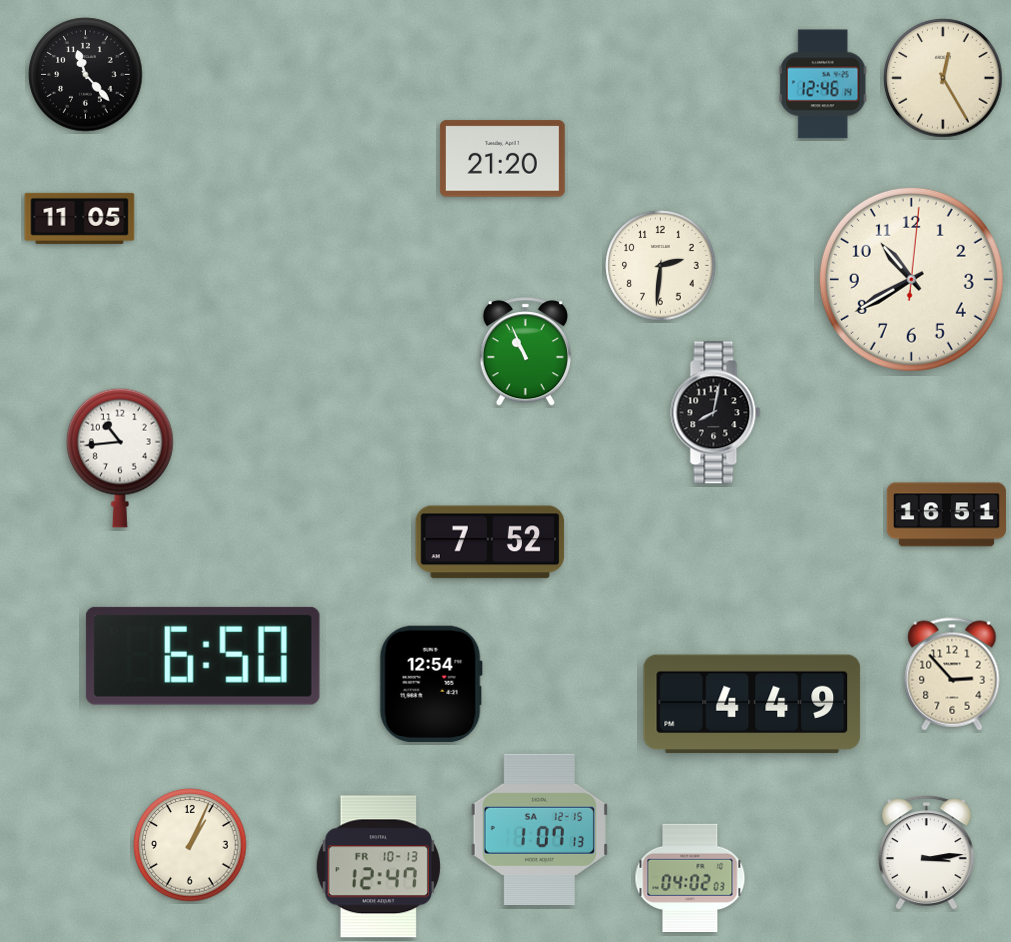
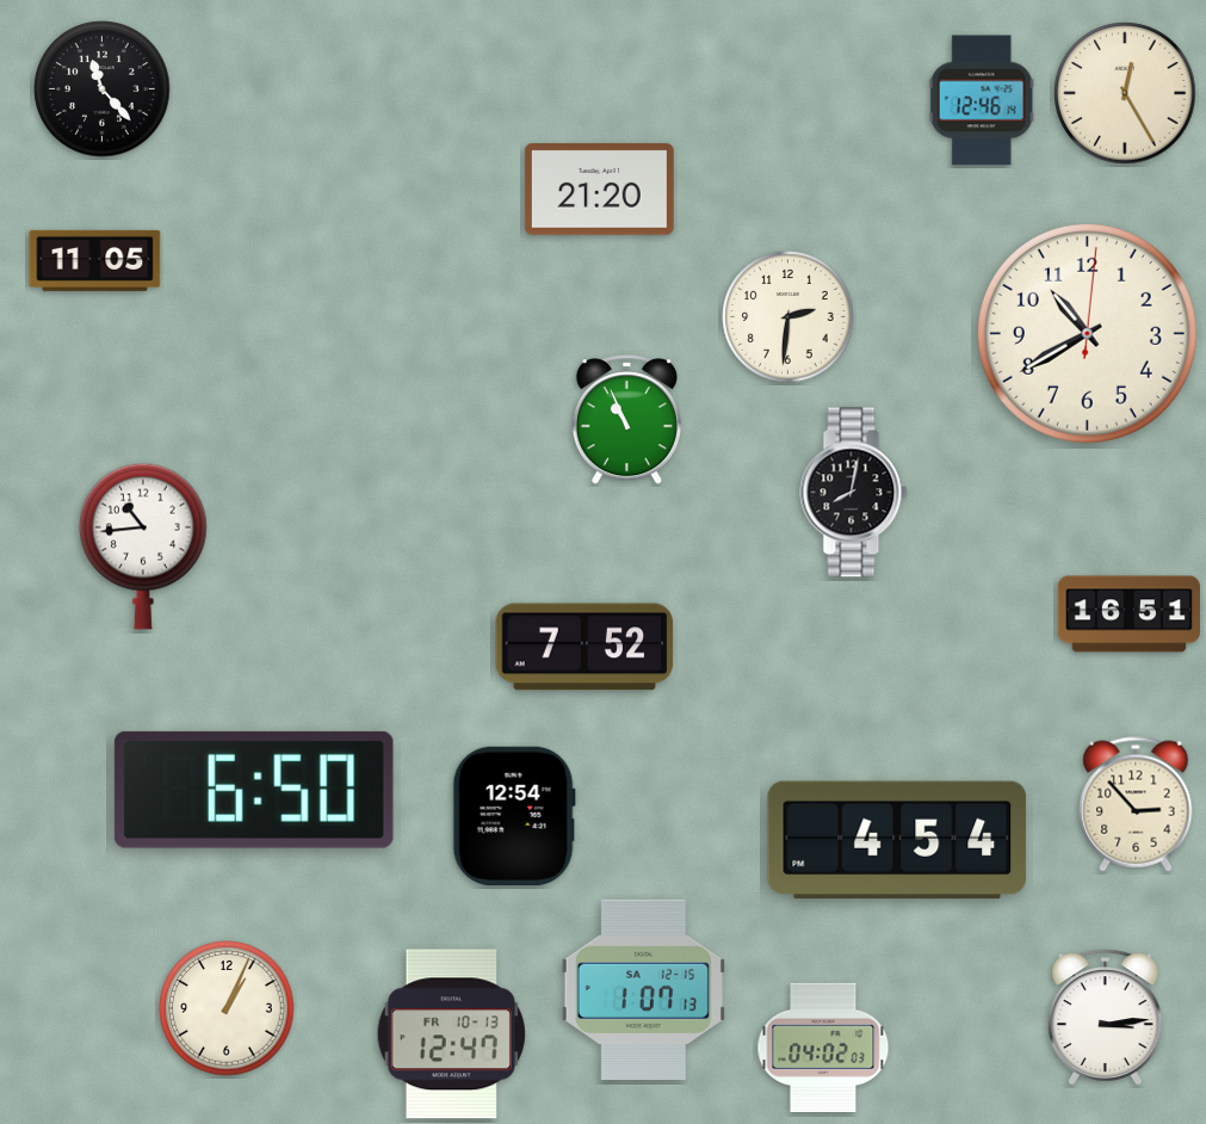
clock at (203, 656) position: (203, 656) -> (254, 790)
clock at (752, 704): 4:49 -> 4:54
